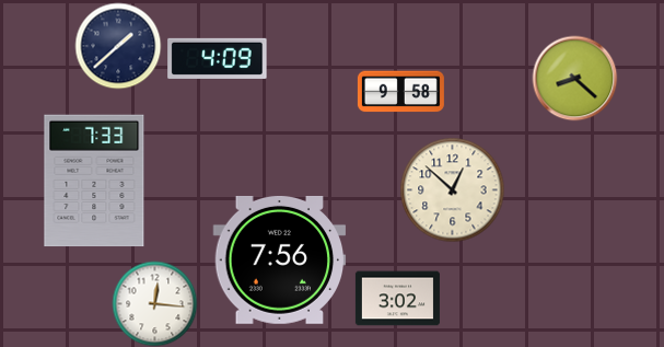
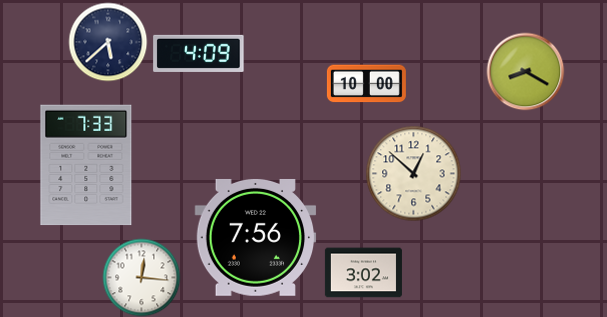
clock at (118, 46): 1:38 -> 5:38
clock at (574, 78): 8:22 -> 8:20
clock at (400, 92): 9:58 -> 10:00
